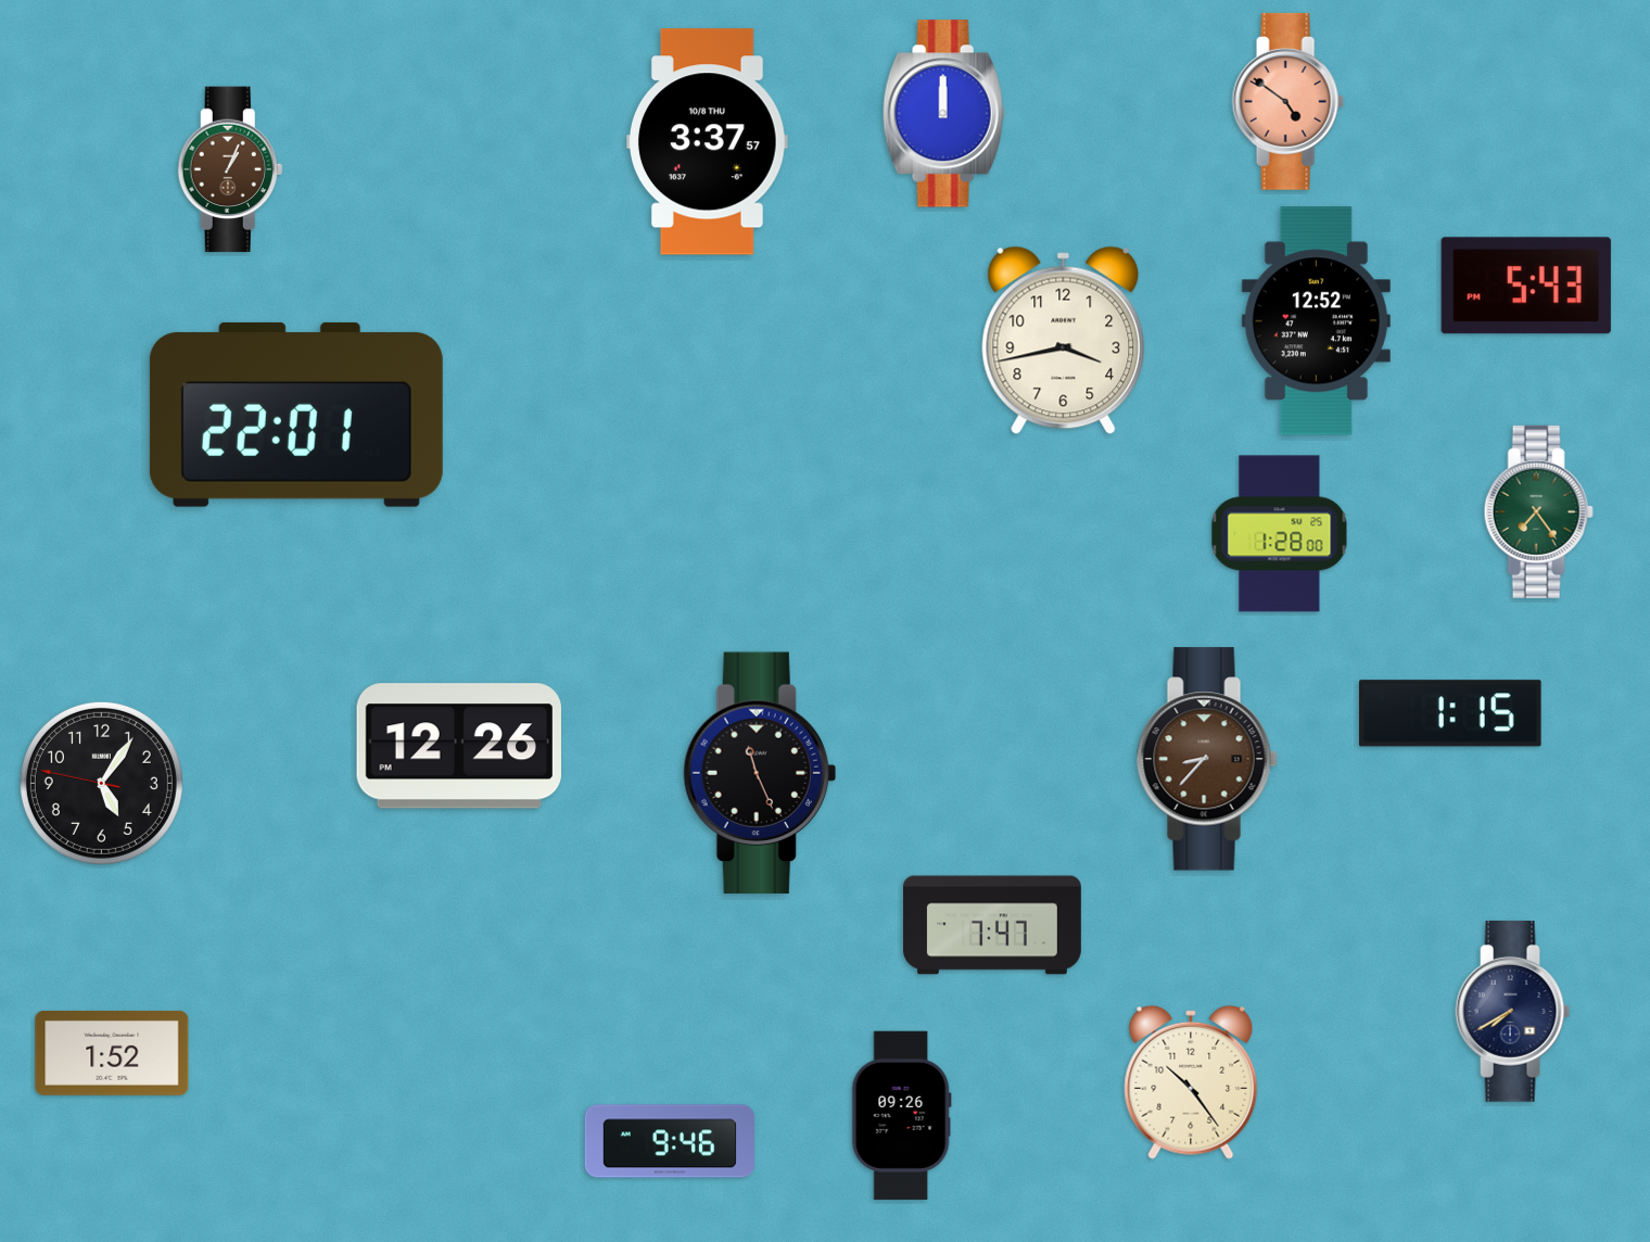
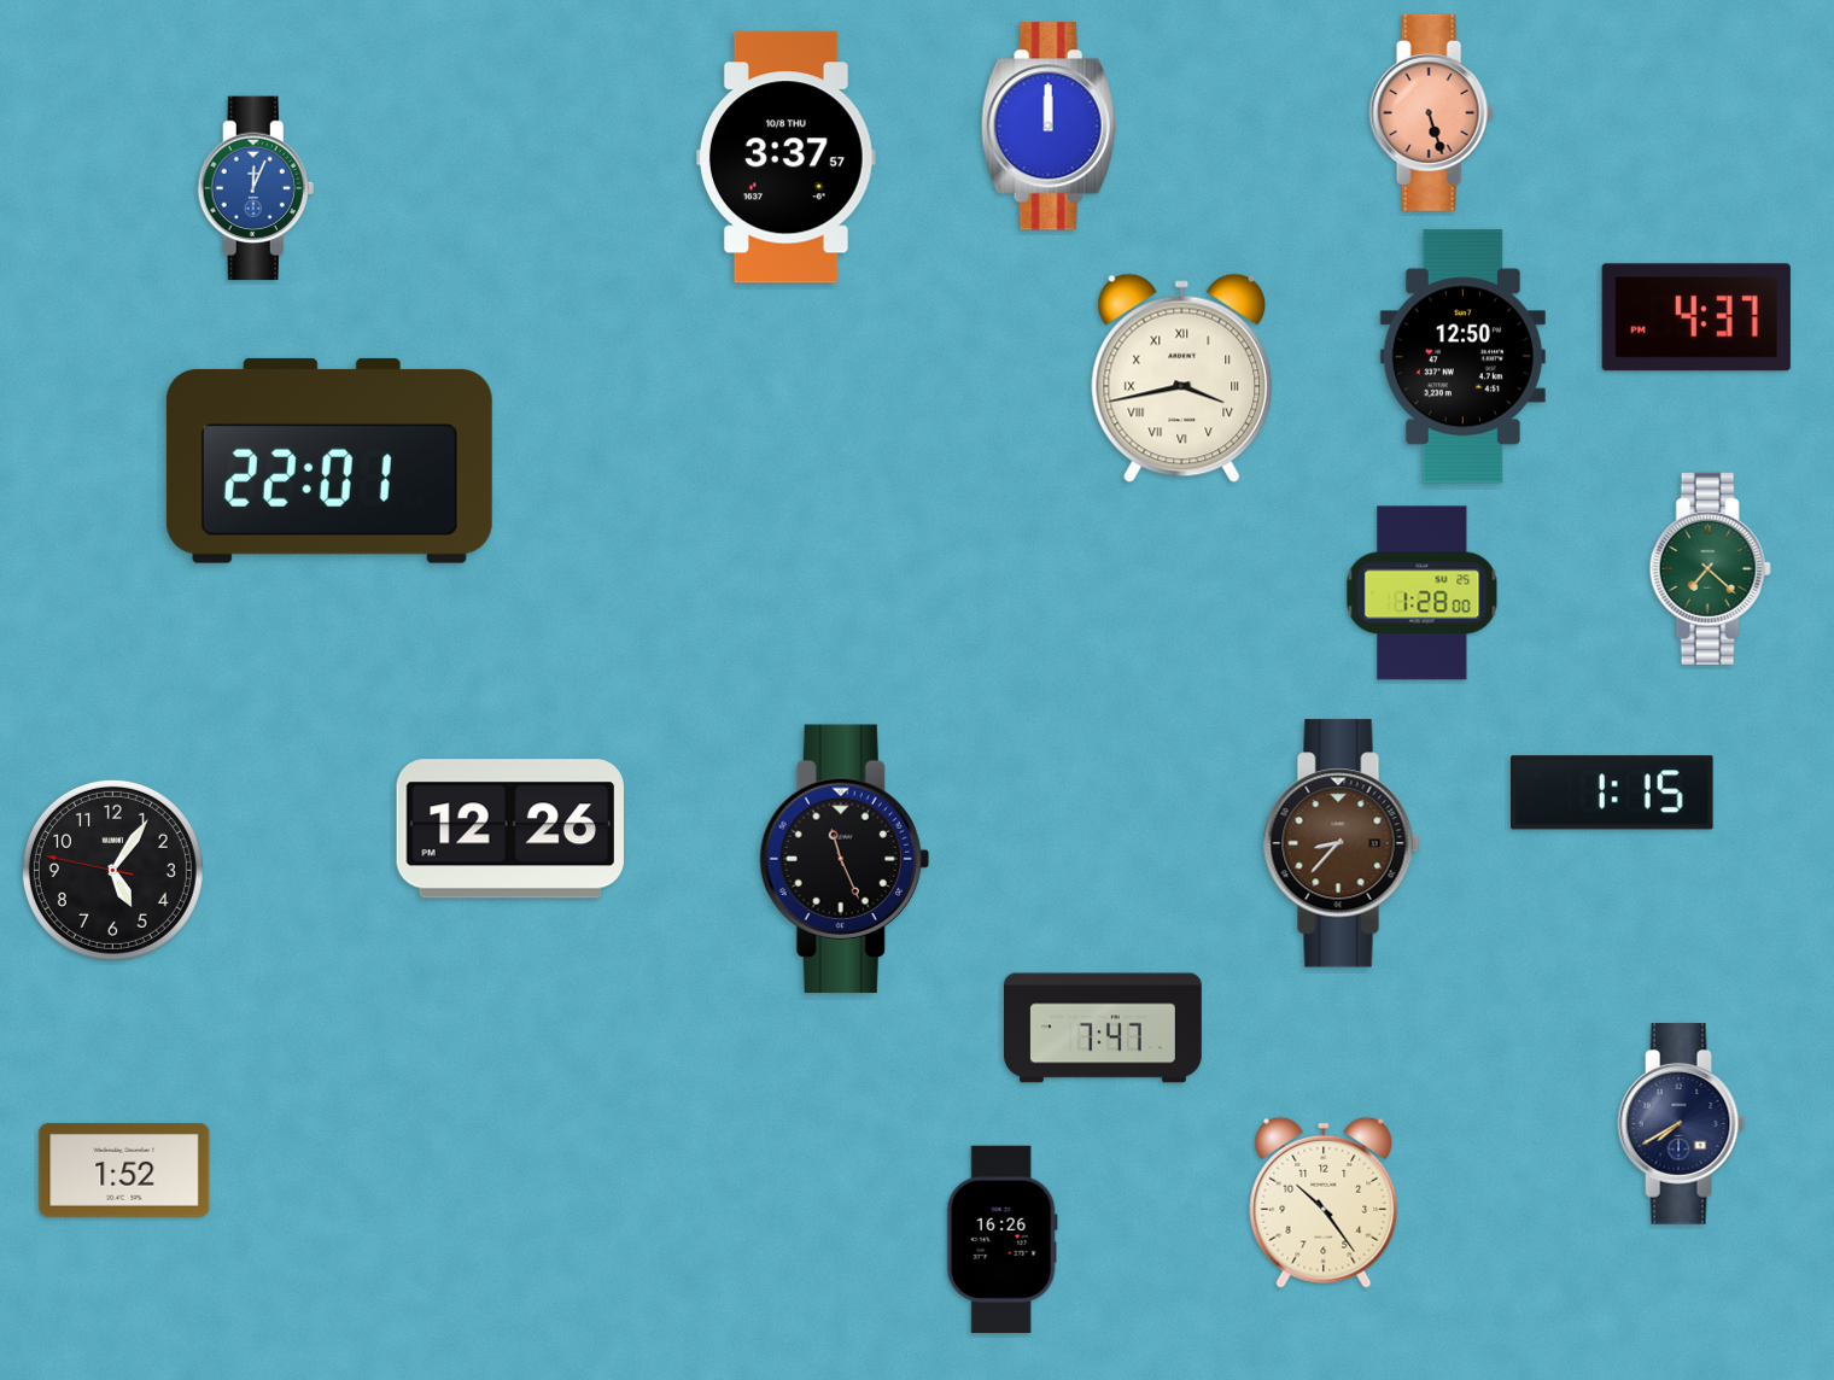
clock at (1287, 101): 4:51 -> 5:27
clock at (230, 169): 1:04 -> 12:04
clock at (230, 169) dial: brown -> blue
clock at (1526, 286): 5:43 -> 4:37
clock at (1316, 321): 12:52 -> 12:50
clock at (1064, 341) numerals: Arabic -> Roman
clock at (1538, 511): 7:24 -> 7:22
clock at (901, 1115): 09:26 -> 16:26
clock at (670, 1141): 9:46 -> none
